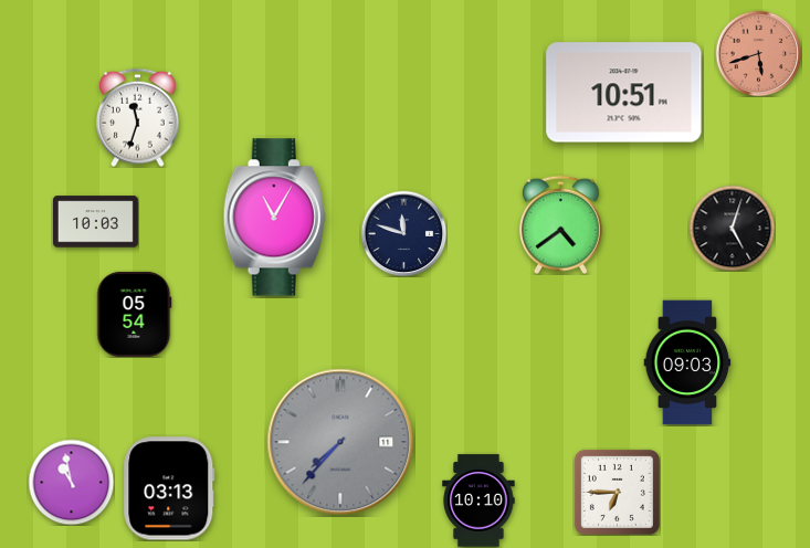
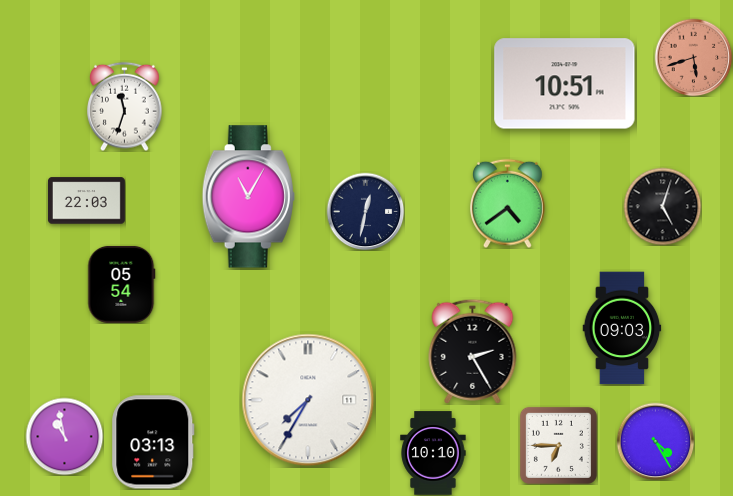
clock at (758, 53) position: (758, 53) -> (693, 57)
clock at (95, 222): 10:03 -> 22:03
clock at (403, 233): 11:48 -> 12:32
clock at (473, 351): none -> 2:25
clock at (340, 442): 7:37 -> 7:35
clock at (340, 442) dial: grey -> white
clock at (655, 441): none -> 4:25
